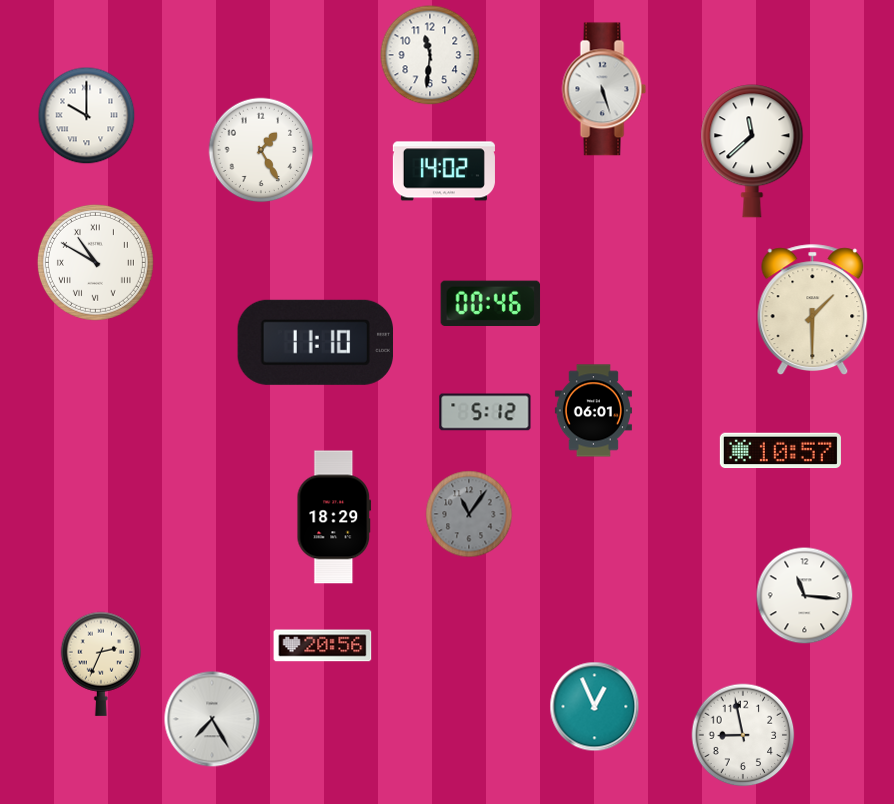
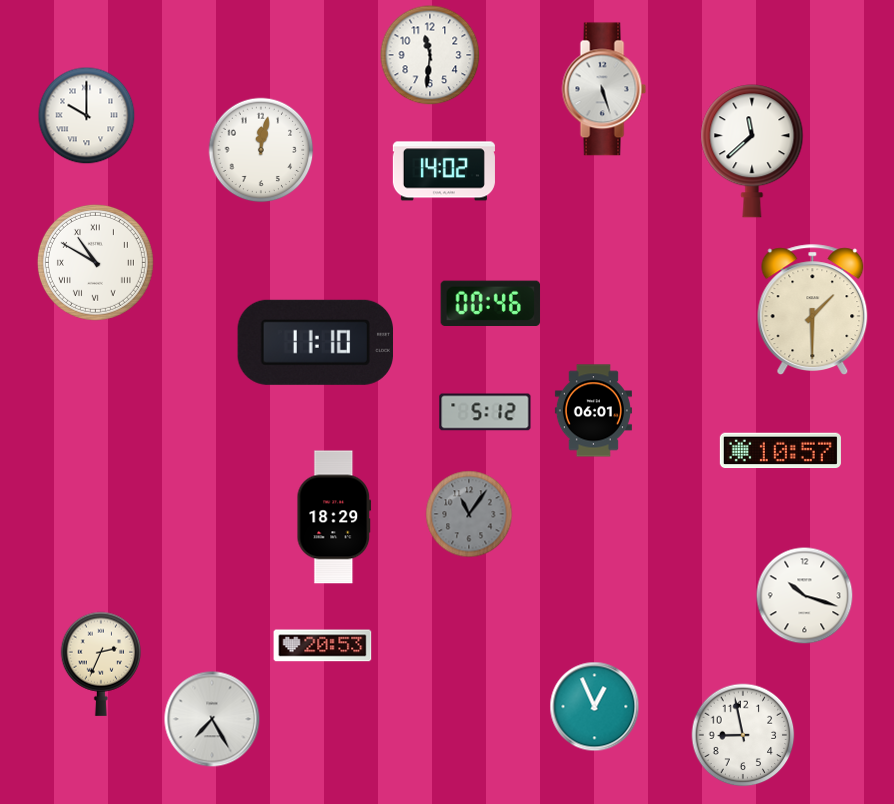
clock at (261, 150): 1:25 -> 12:02
clock at (805, 596): 11:16 -> 10:18
clock at (323, 646): 20:56 -> 20:53
